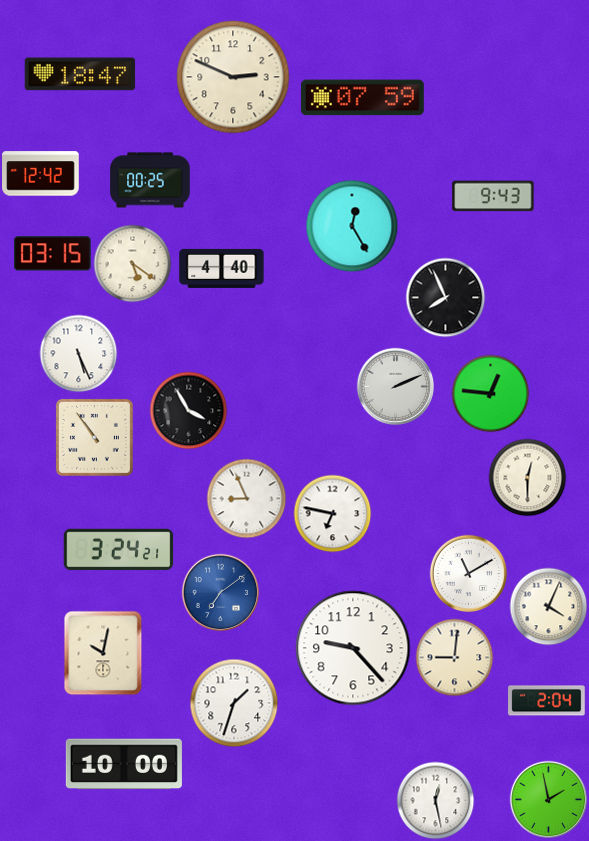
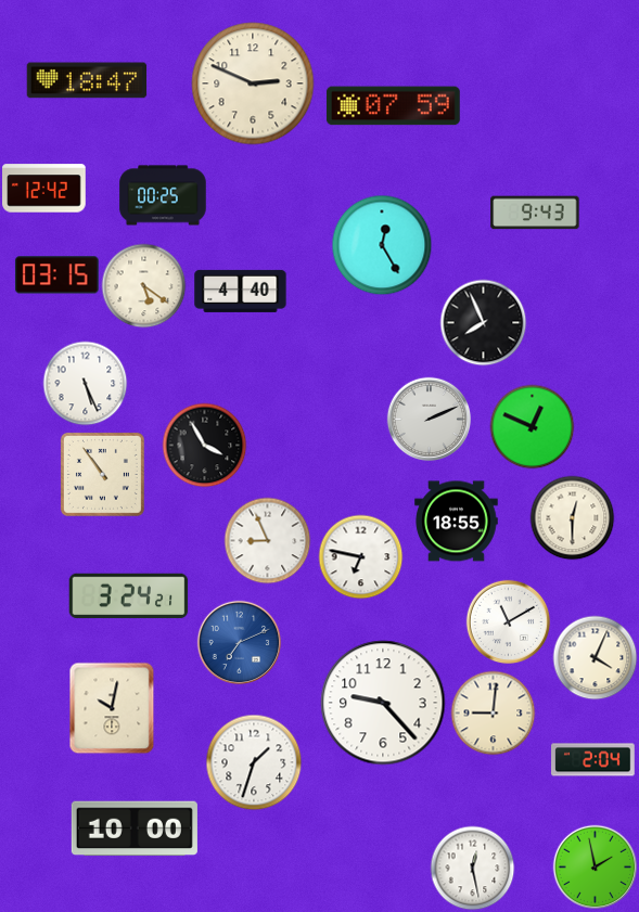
clock at (490, 393): 12:46 -> 12:49
clock at (457, 522): none -> 18:55
clock at (220, 592): 7:09 -> 7:11
